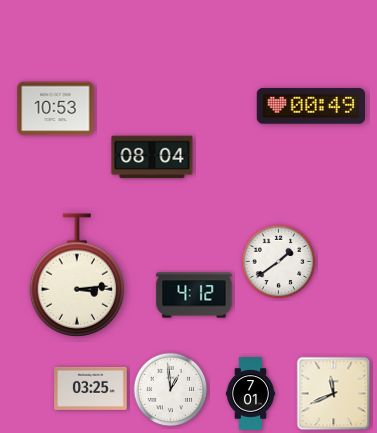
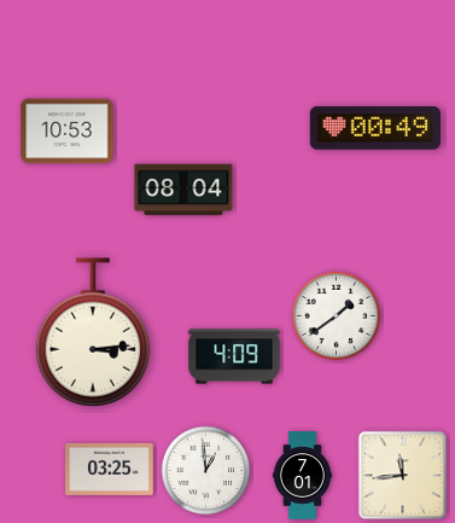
clock at (194, 295): 4:12 -> 4:09
clock at (334, 394): 11:41 -> 11:44
